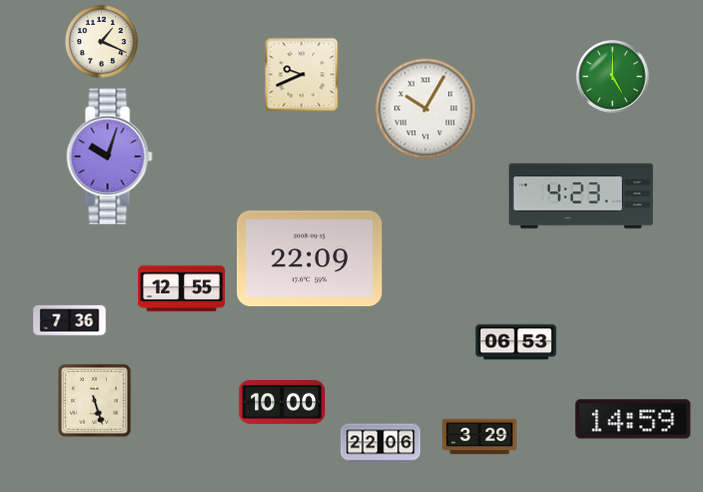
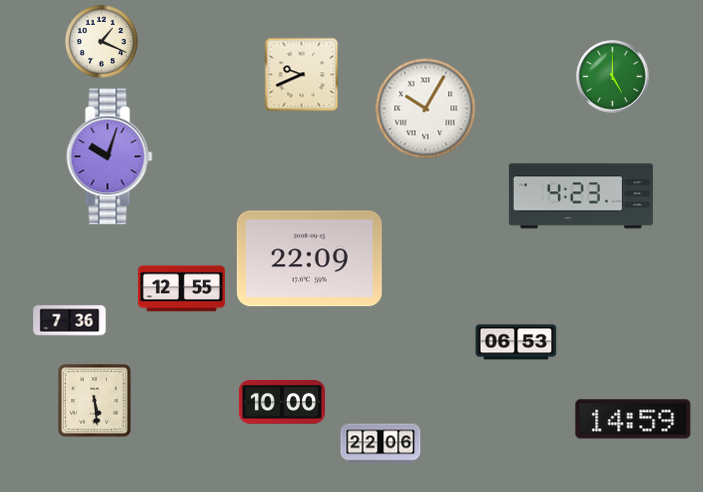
clock at (95, 401): 5:27 -> 5:29
clock at (480, 437): 3:29 -> none
